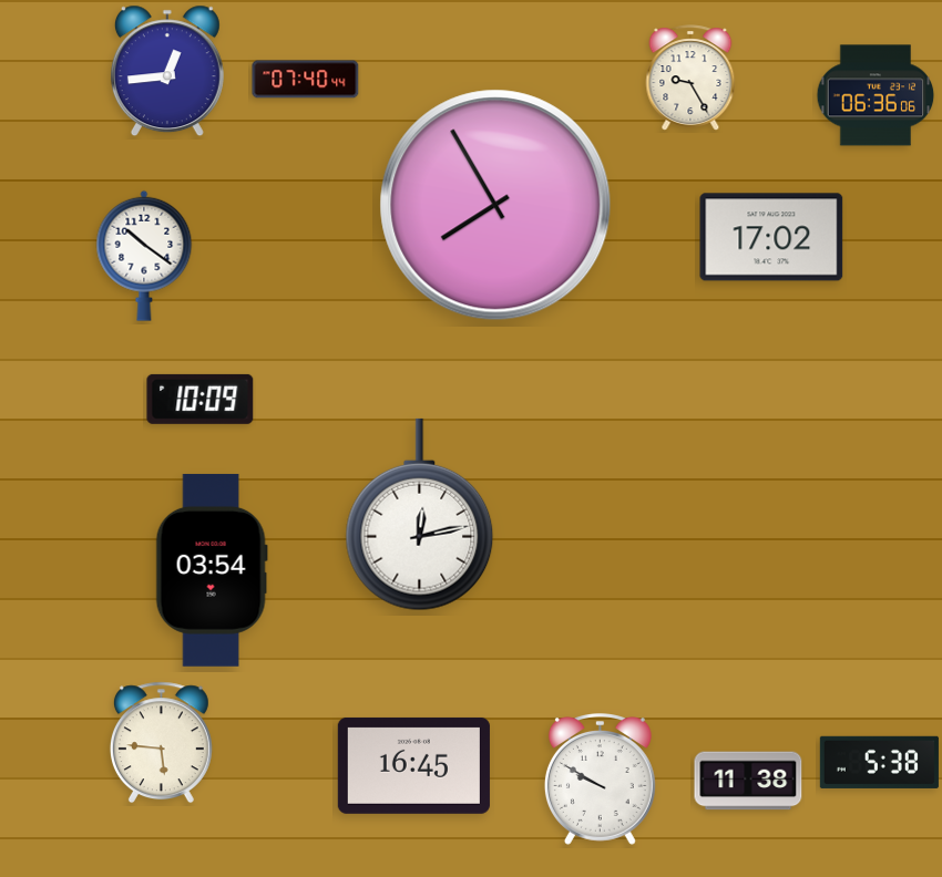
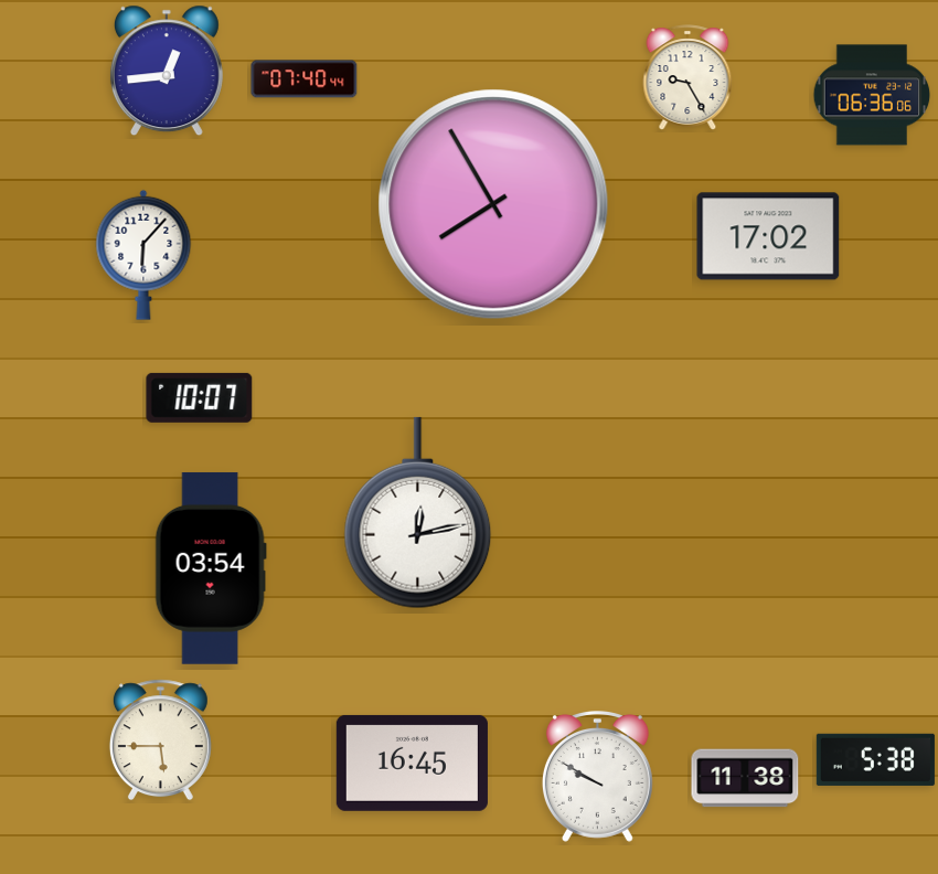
clock at (144, 256): 10:21 -> 6:07
clock at (201, 399): 10:09 -> 10:07
clock at (161, 743): 5:46 -> 5:45
